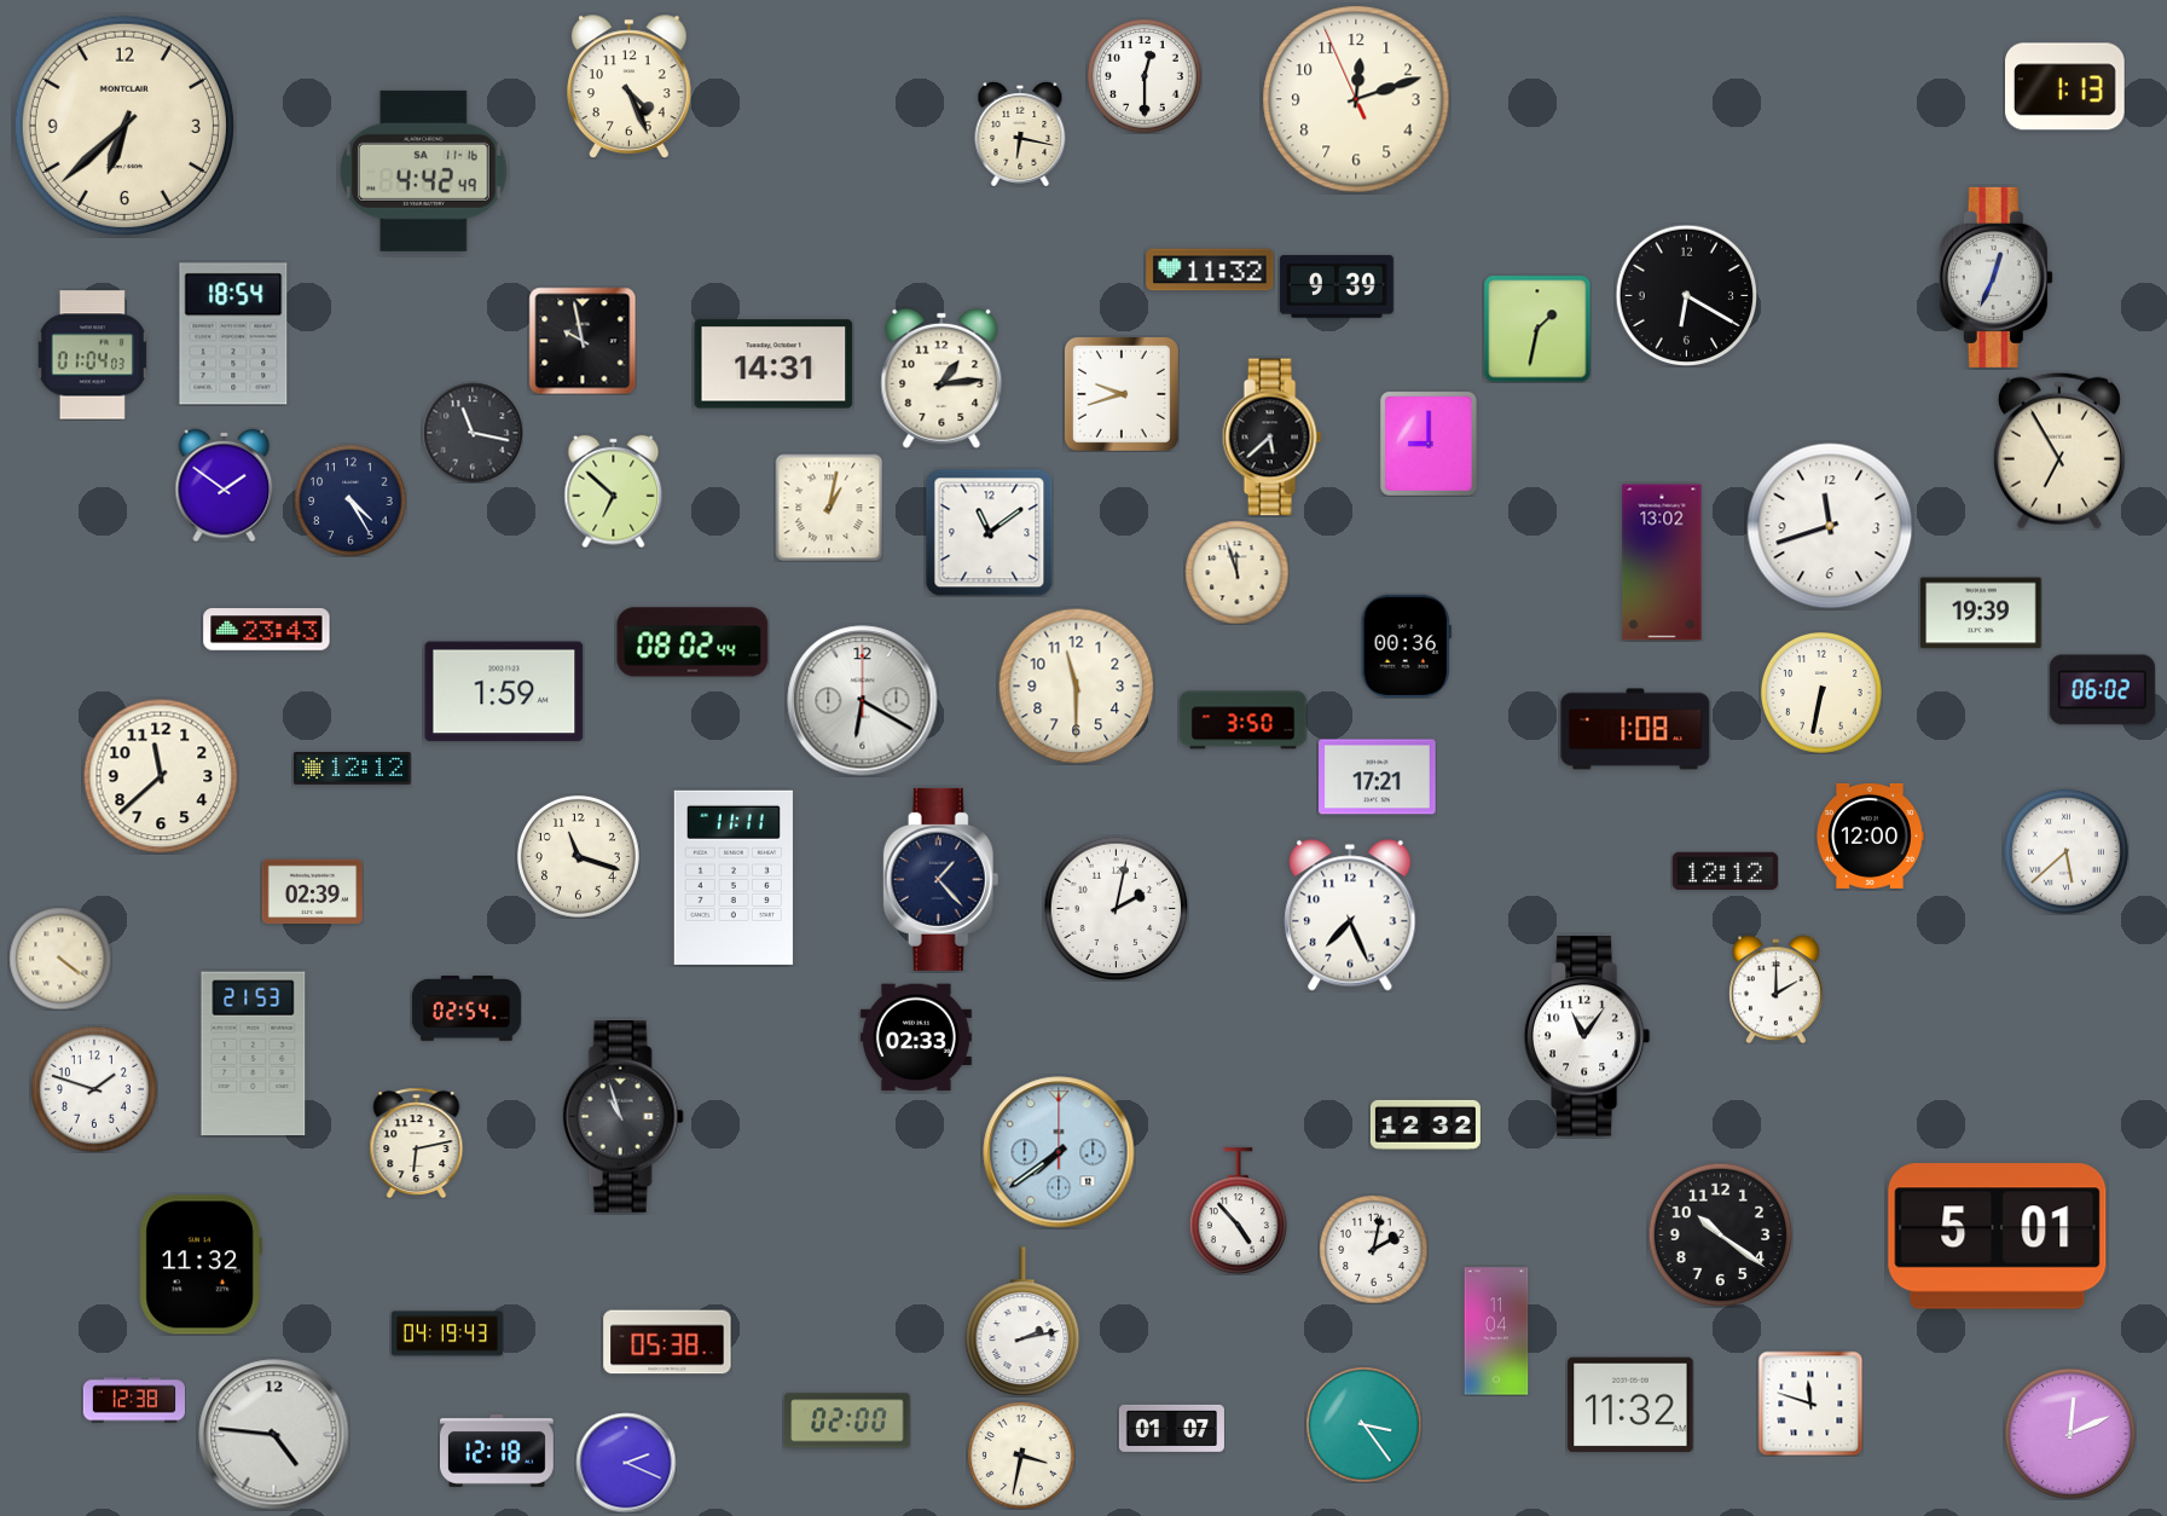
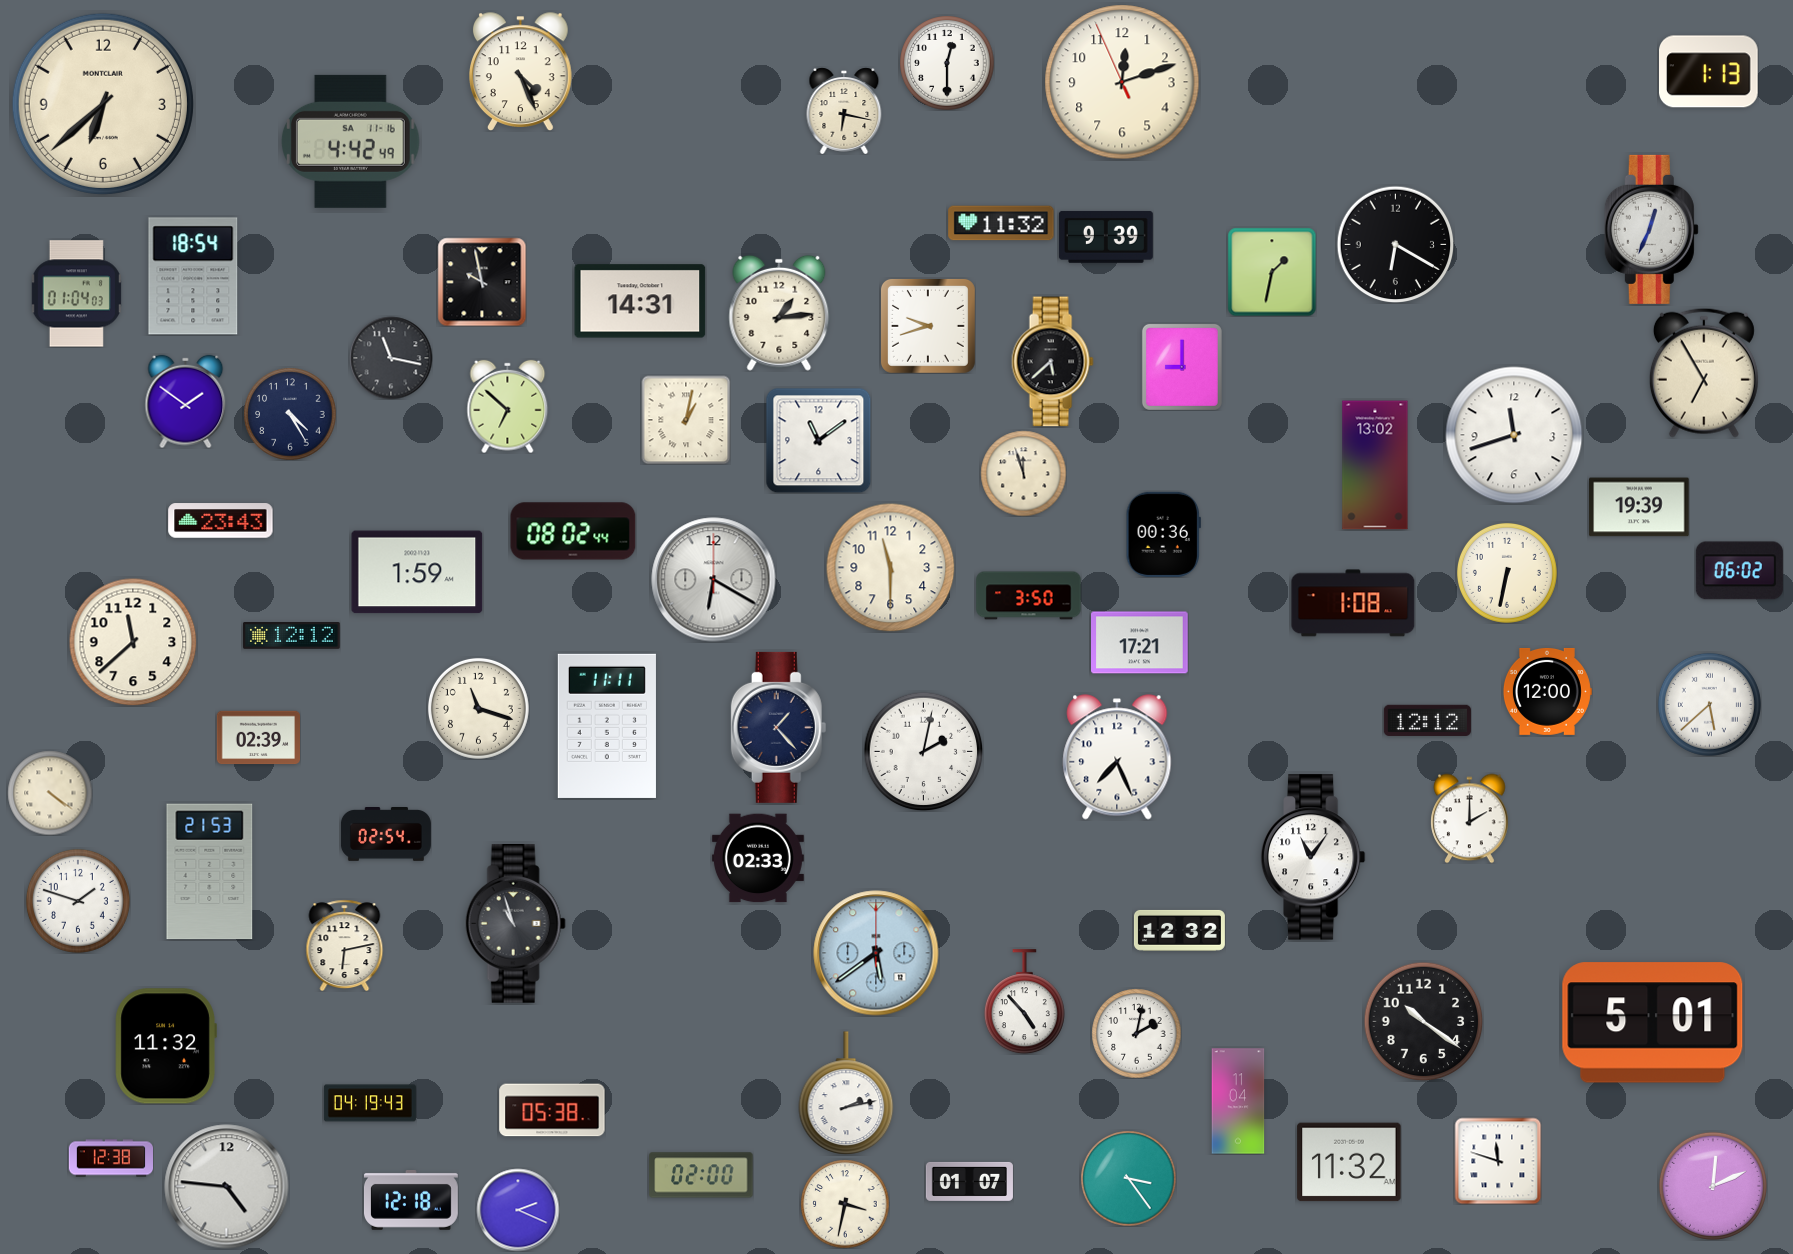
clock at (1059, 1152): 7:39 -> 5:39
